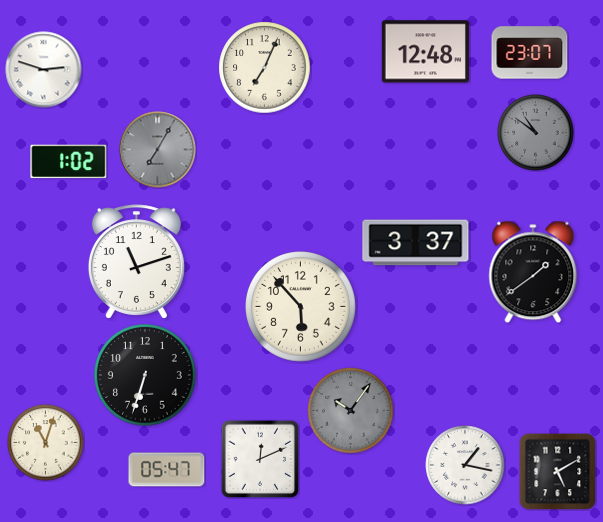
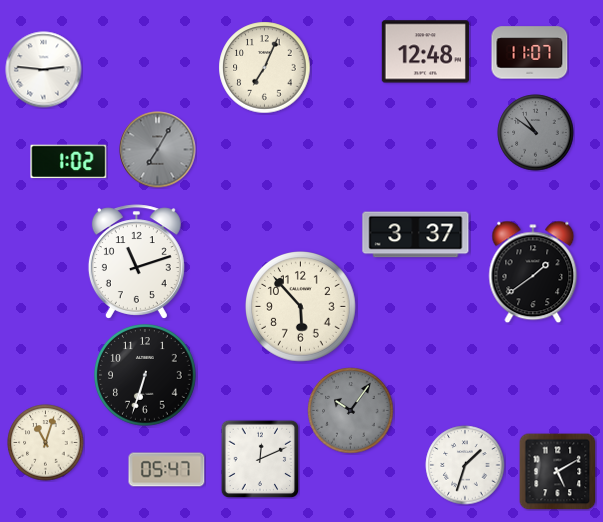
clock at (530, 53): 23:07 -> 11:07
clock at (44, 70): 2:48 -> 2:46
clock at (416, 243) position: (416, 243) -> (416, 235)
clock at (465, 465): 1:17 -> 1:33
